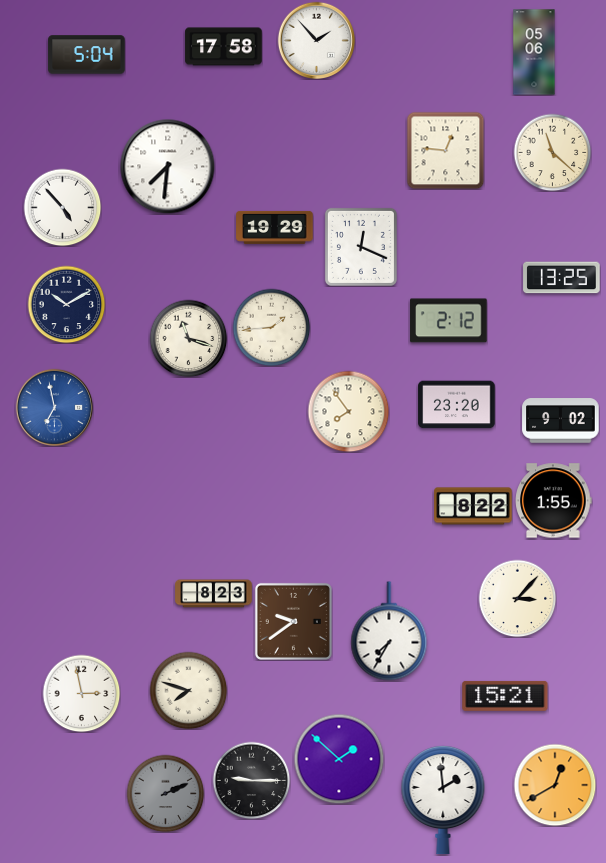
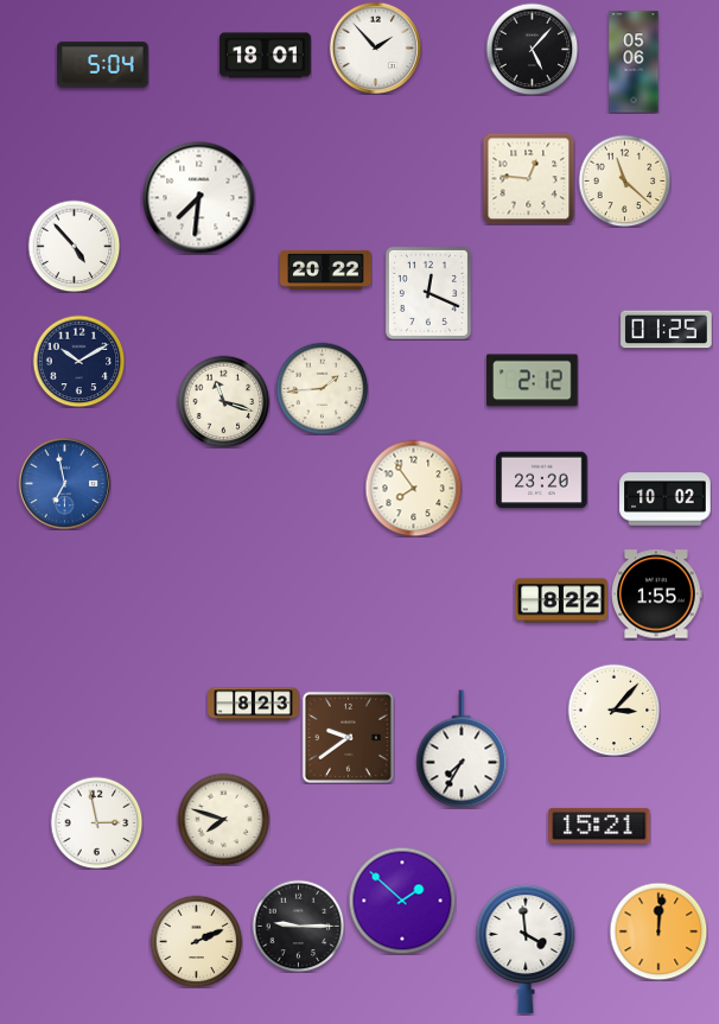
clock at (532, 49): none -> 5:07
clock at (224, 47): 17:58 -> 18:01
clock at (552, 152) position: (552, 152) -> (624, 180)
clock at (275, 227): 19:29 -> 20:22
clock at (562, 278): 13:25 -> 01:25
clock at (561, 421): 9:02 -> 10:02
clock at (555, 785): 12:40 -> 12:01
clock at (165, 793) dial: grey -> cream
clock at (443, 800): 1:59 -> 3:59
